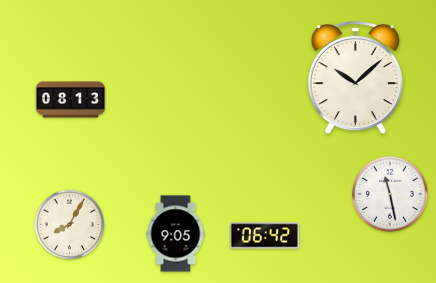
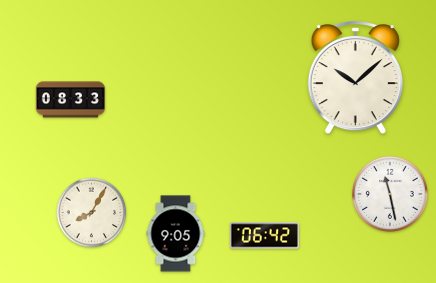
clock at (71, 100): 08:13 -> 08:33
clock at (70, 225) position: (70, 225) -> (92, 213)
